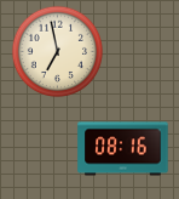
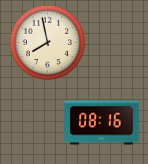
clock at (58, 52): 6:58 -> 7:58
